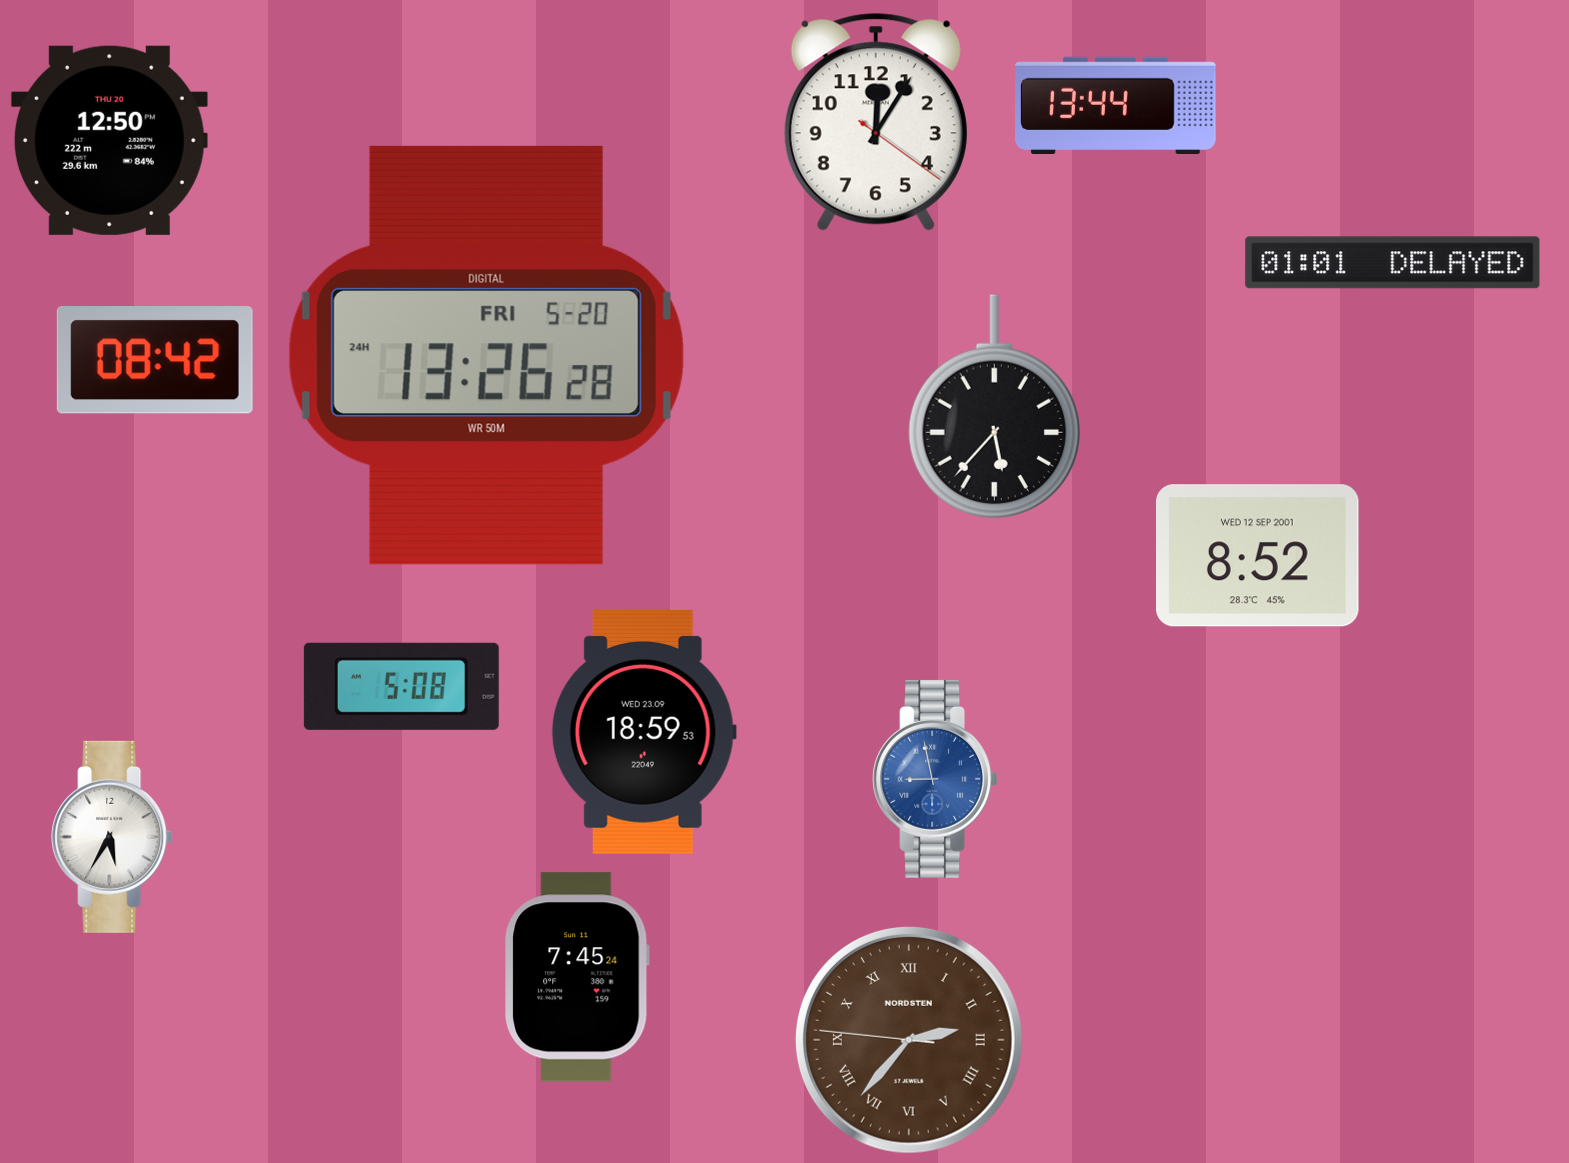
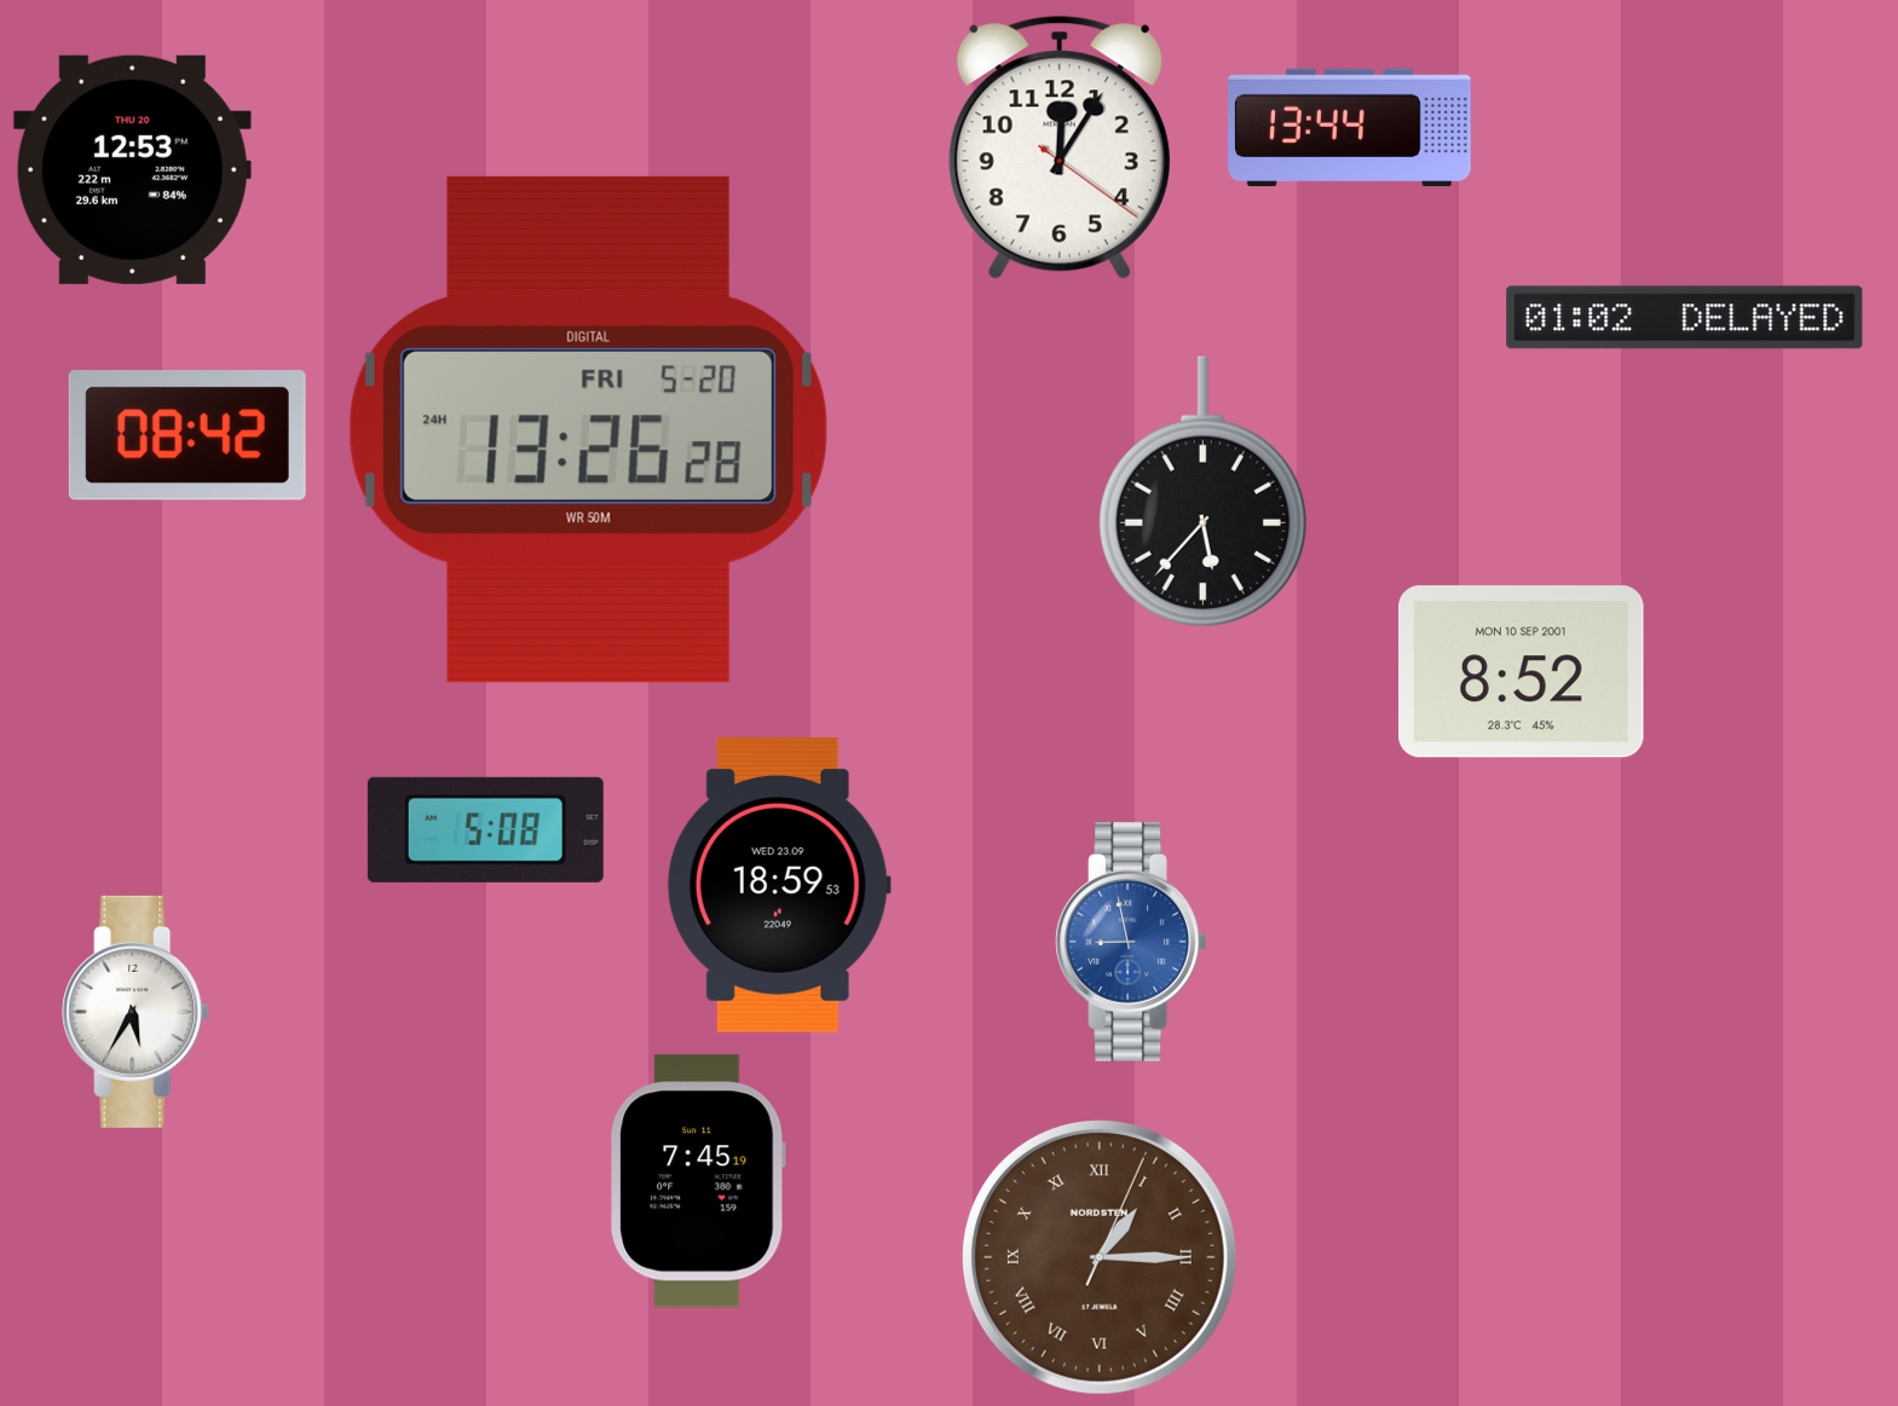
clock at (109, 140): 12:50 -> 12:53
clock at (1393, 263): 01:01 -> 01:02
clock at (1258, 556) date: WED 12 SEP 2001 -> MON 10 SEP 2001
clock at (578, 977): 7:45:24 -> 7:45:19
clock at (909, 1040): 2:36 -> 1:15
